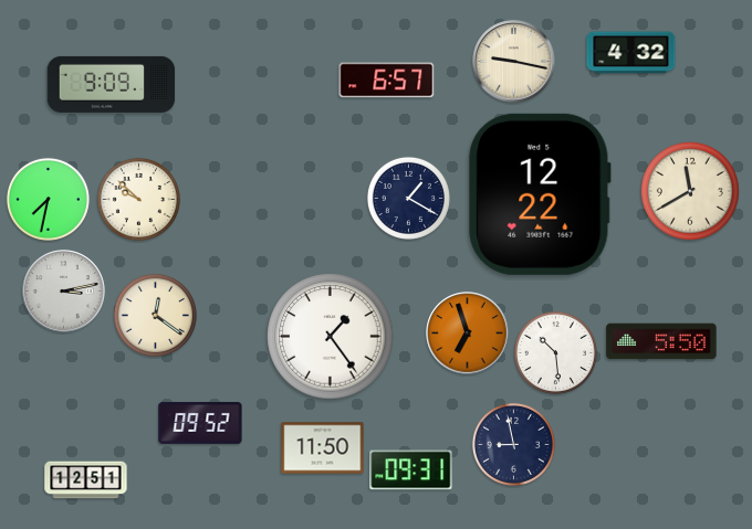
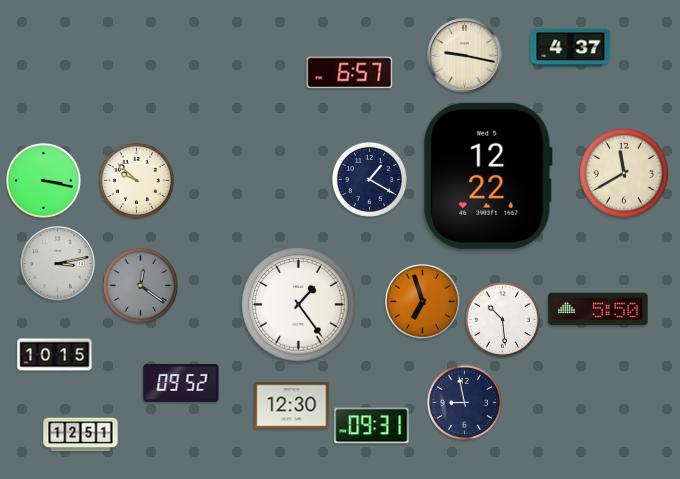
clock at (631, 53): 4:32 -> 4:37
clock at (112, 84): 9:09 -> none
clock at (48, 199): 7:32 -> 3:17
clock at (138, 199) position: (138, 199) -> (136, 180)
clock at (155, 315) dial: cream -> grey
clock at (55, 355): none -> 10:15
clock at (323, 448): 11:50 -> 12:30
clock at (86, 480) position: (86, 480) -> (81, 435)
